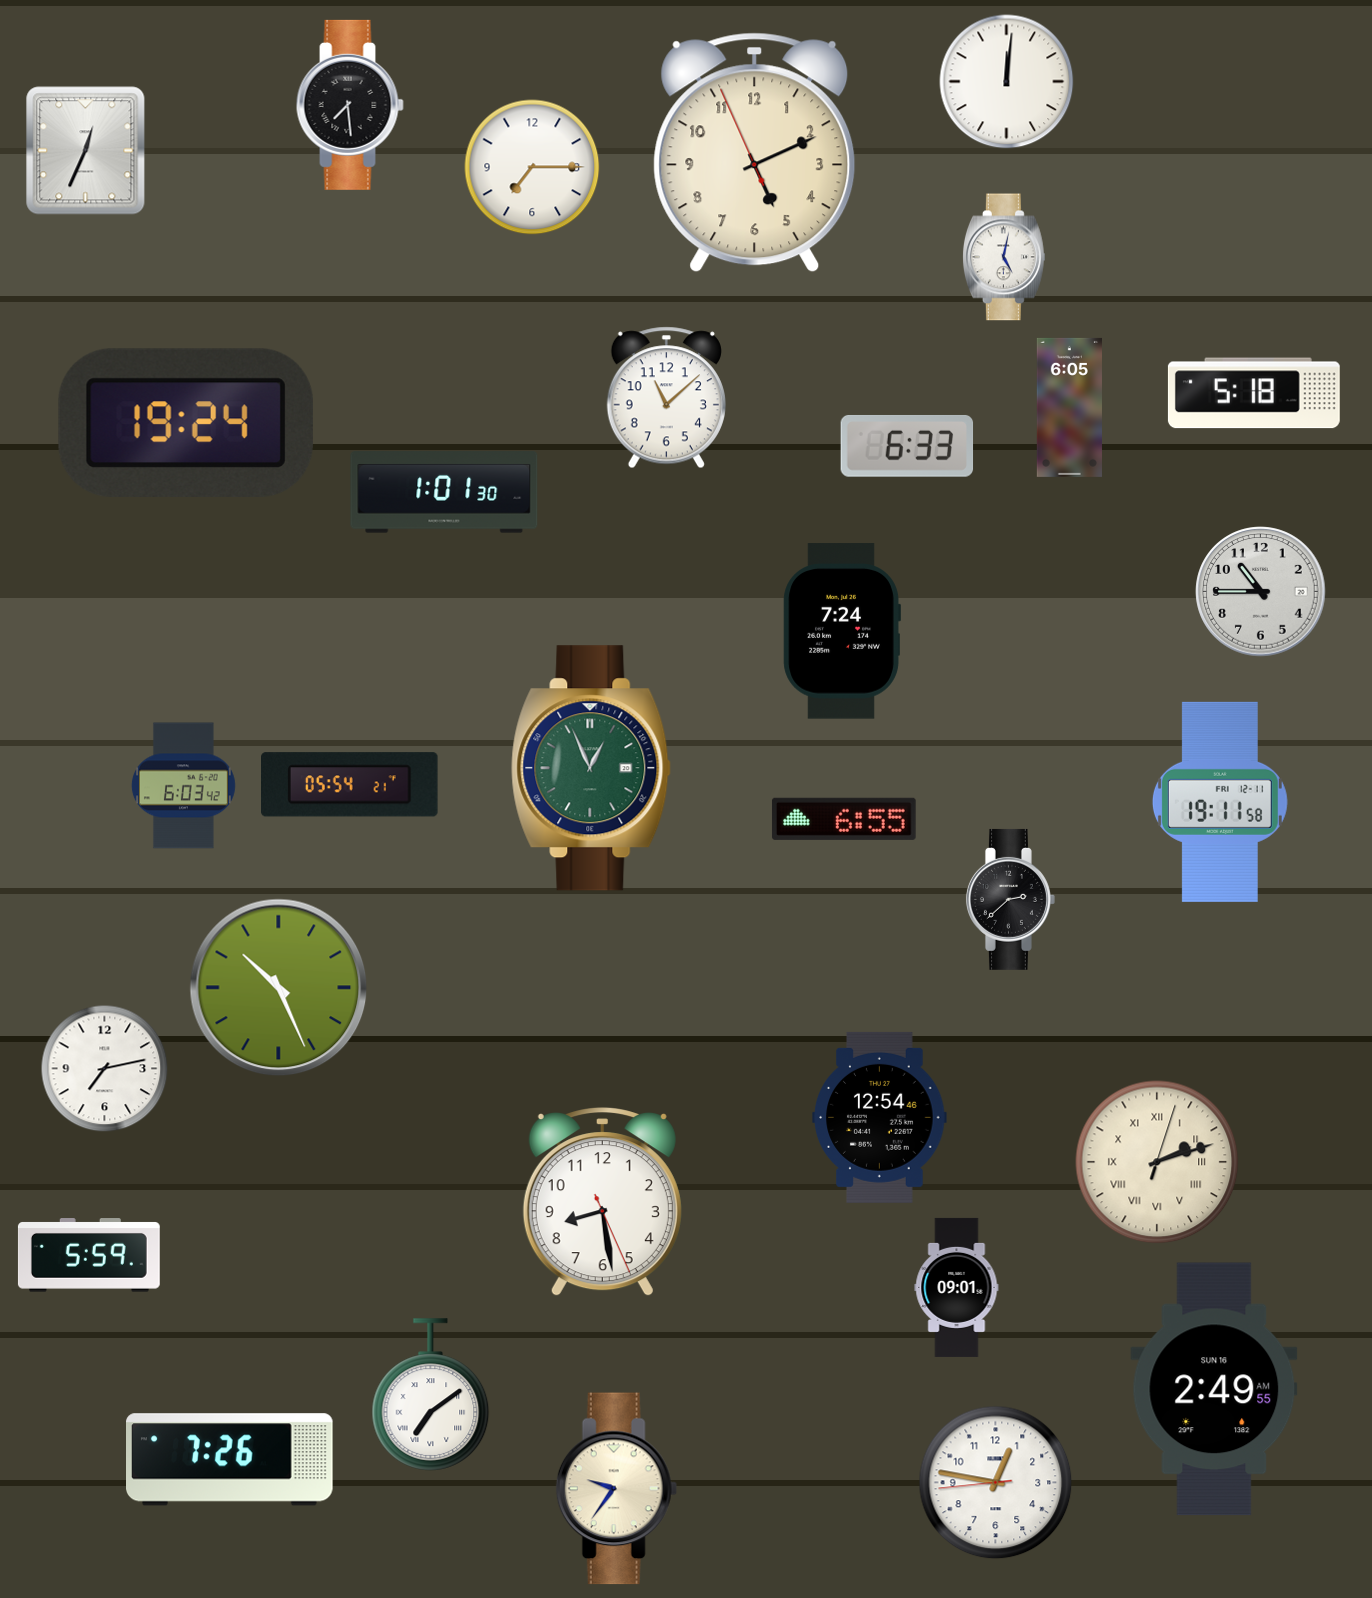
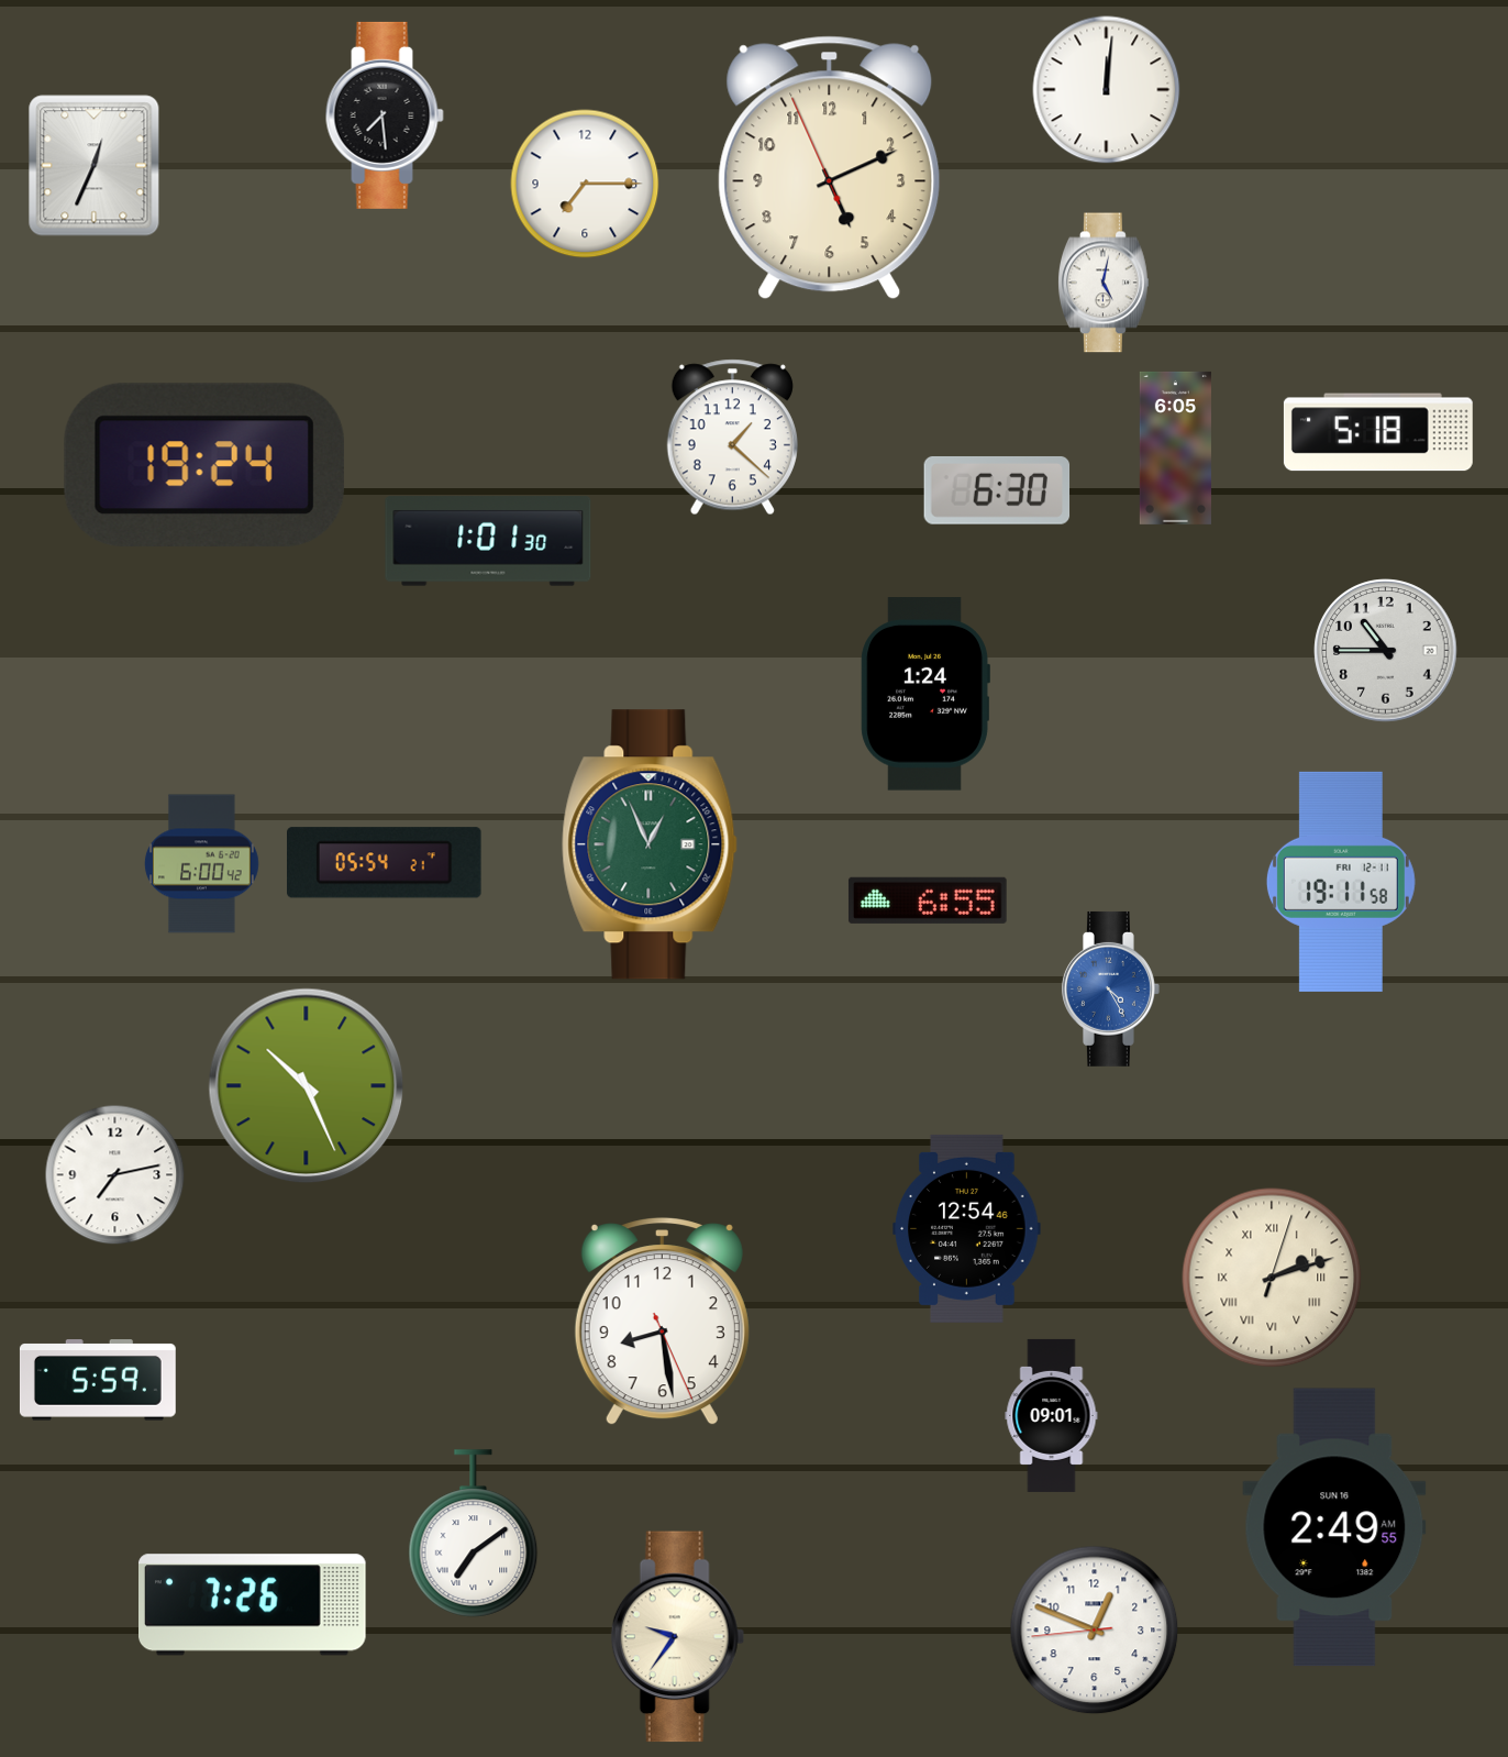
clock at (666, 398): 11:08 -> 1:22
clock at (907, 446): 6:33 -> 6:30
clock at (842, 631): 7:24 -> 1:24
clock at (183, 786): 6:03 -> 6:00
clock at (1010, 899): 2:38 -> 4:25
clock at (1010, 899) dial: black -> blue
clock at (996, 1483): 12:46 -> 12:48
